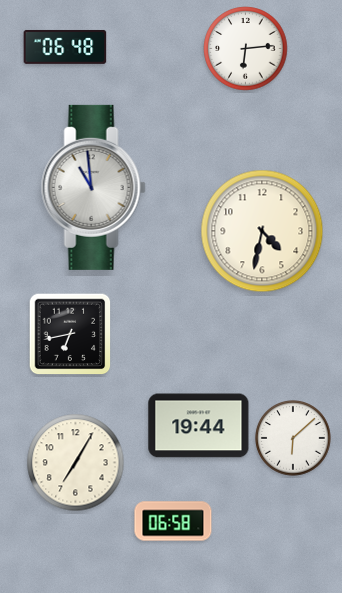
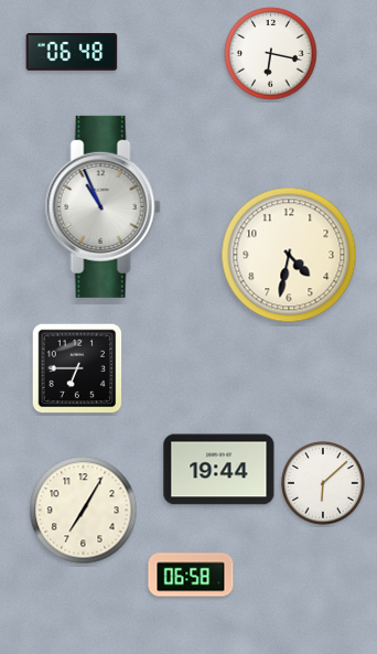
clock at (246, 49): 6:14 -> 6:17
clock at (93, 187): 10:59 -> 10:56
clock at (70, 334): 6:43 -> 6:45
